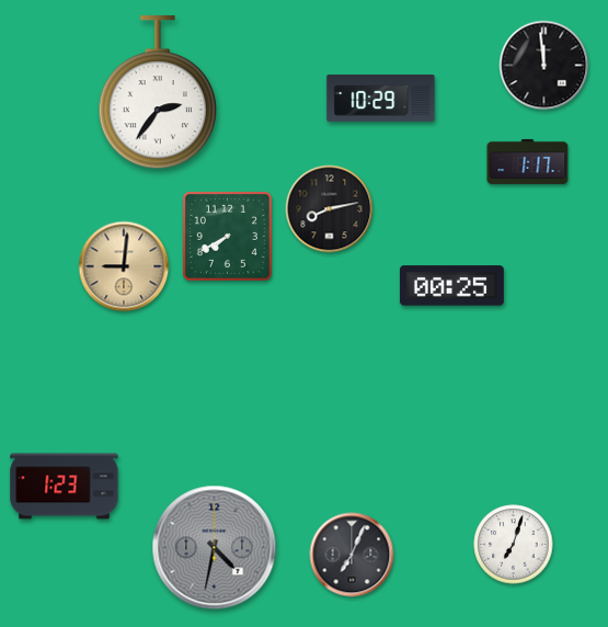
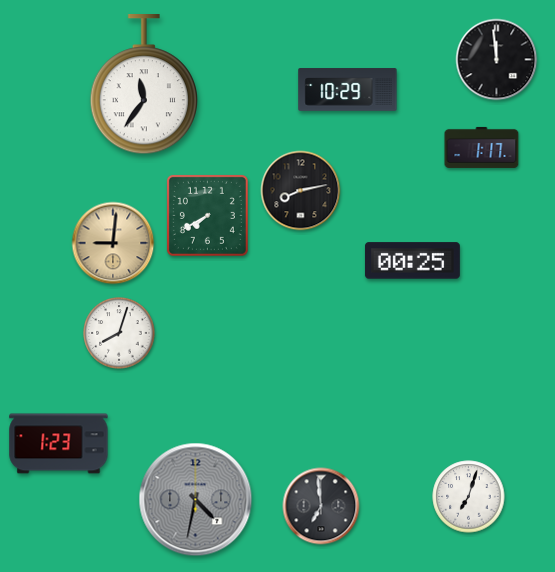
clock at (157, 93): 2:36 -> 11:36
clock at (119, 333): none -> 8:03
clock at (352, 555): 7:04 -> 6:59
